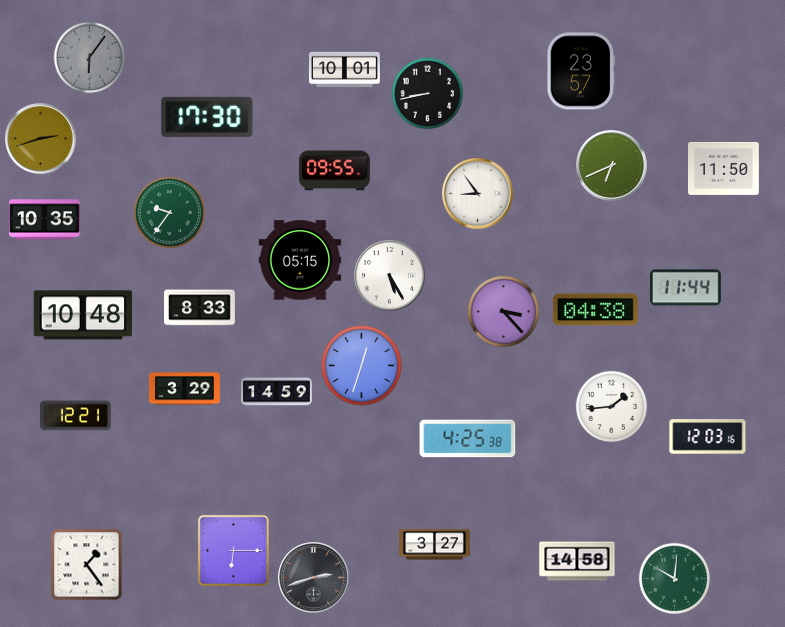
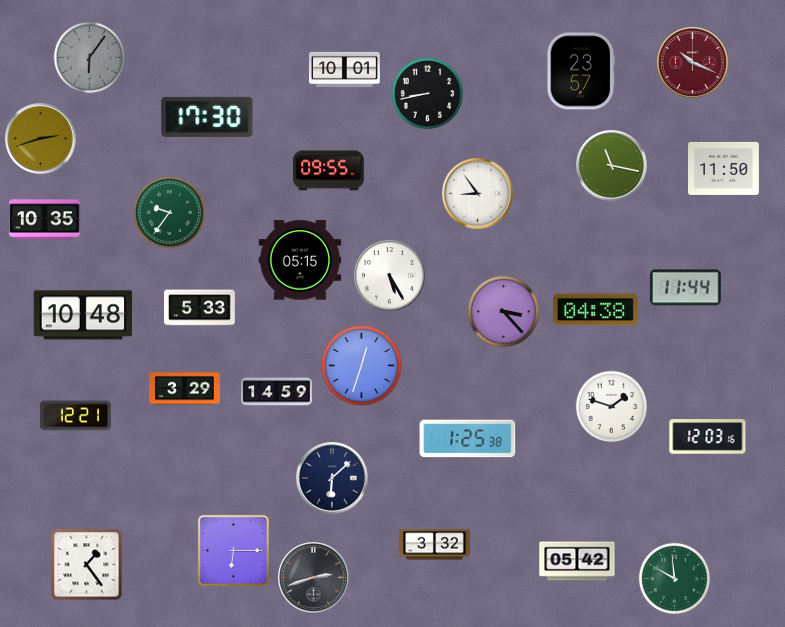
clock at (693, 63): none -> 10:19
clock at (612, 166): 6:41 -> 11:17
clock at (334, 171) position: (334, 171) -> (328, 171)
clock at (200, 308): 8:33 -> 5:33
clock at (612, 407): 1:44 -> 1:48
clock at (468, 439): 4:25 -> 1:25
clock at (333, 479): none -> 6:08
clock at (435, 545): 3:27 -> 3:32
clock at (577, 561): 14:58 -> 05:42
clock at (675, 579): 10:01 -> 9:59
